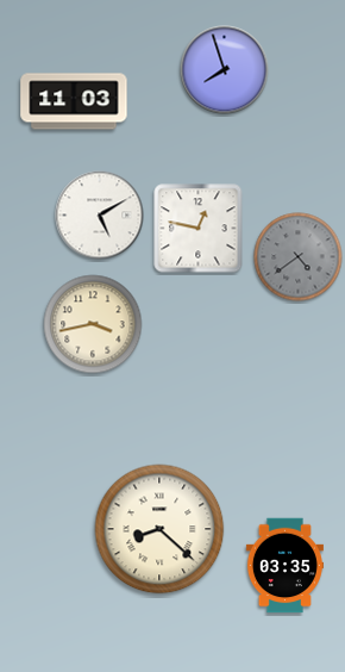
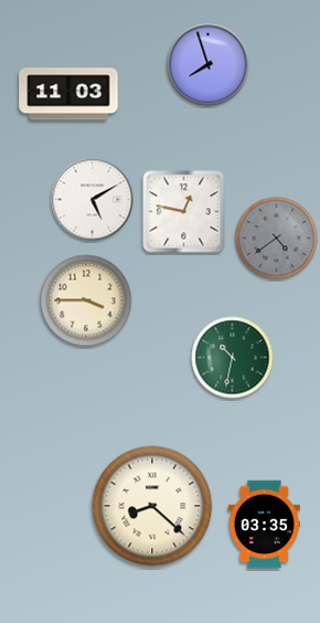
clock at (93, 324): 3:43 -> 3:45
clock at (233, 358): none -> 10:32
clock at (159, 529) position: (159, 529) -> (152, 506)
